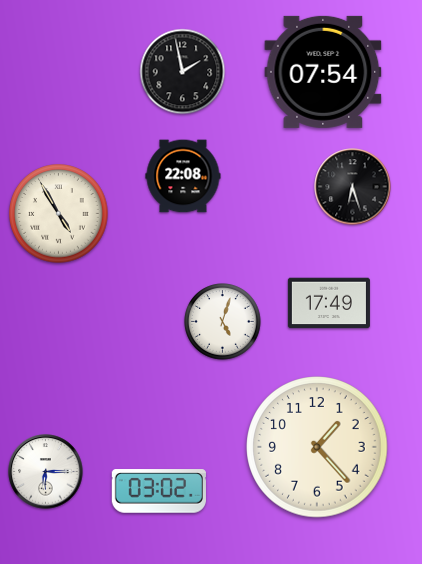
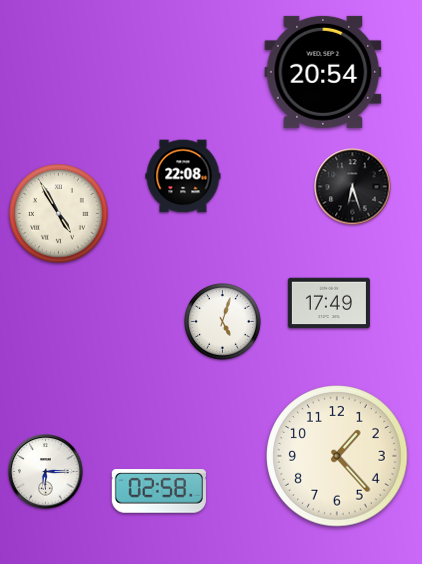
clock at (183, 72): 1:58 -> none
clock at (323, 72): 07:54 -> 20:54
clock at (317, 447) position: (317, 447) -> (337, 456)
clock at (159, 491): 03:02 -> 02:58
